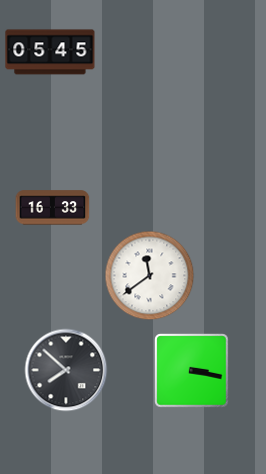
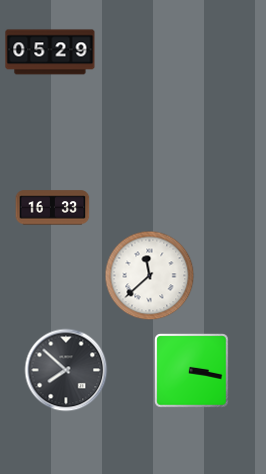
clock at (50, 52): 05:45 -> 05:29
clock at (150, 276): 11:39 -> 11:38
